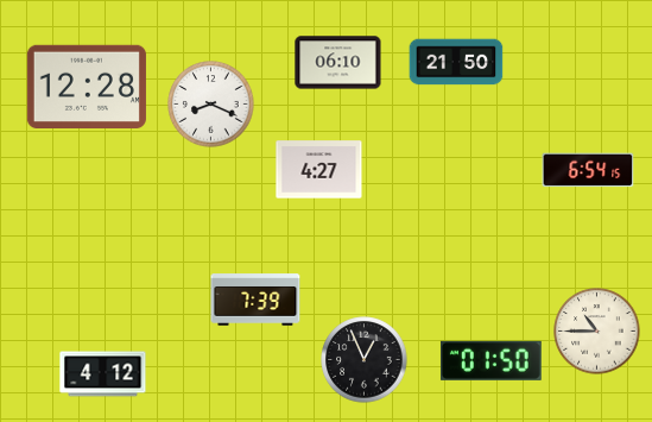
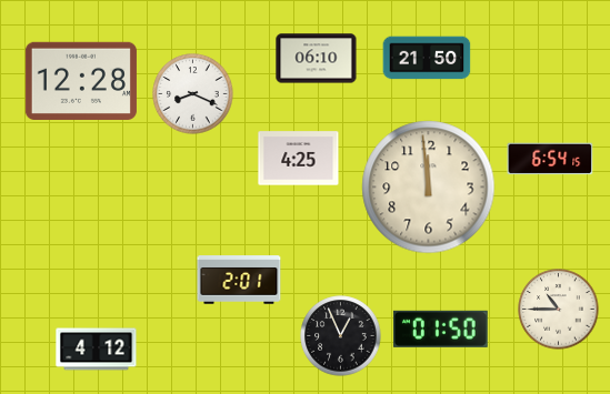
clock at (211, 105) position: (211, 105) -> (193, 94)
clock at (319, 170): 4:27 -> 4:25
clock at (429, 188): none -> 11:59
clock at (255, 300): 7:39 -> 2:01
clock at (490, 360) position: (490, 360) -> (440, 329)
